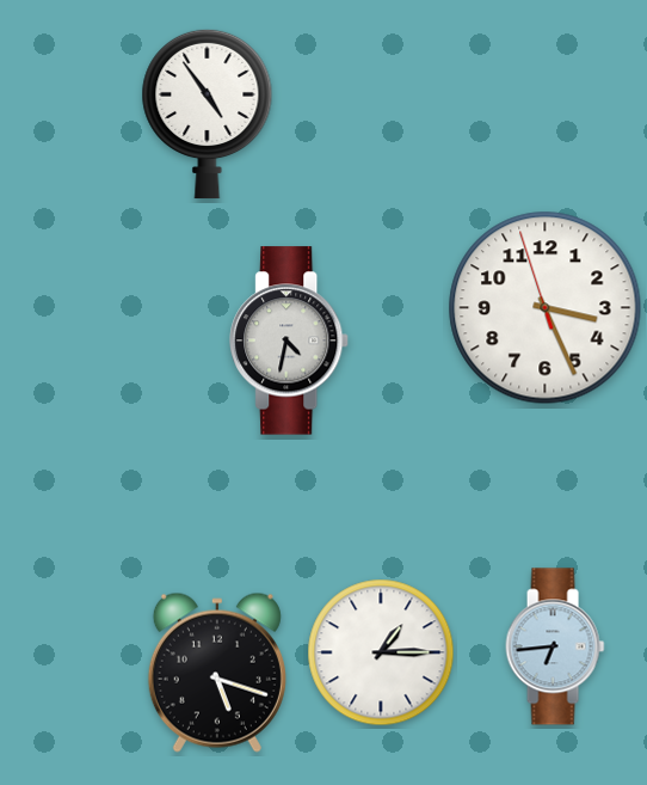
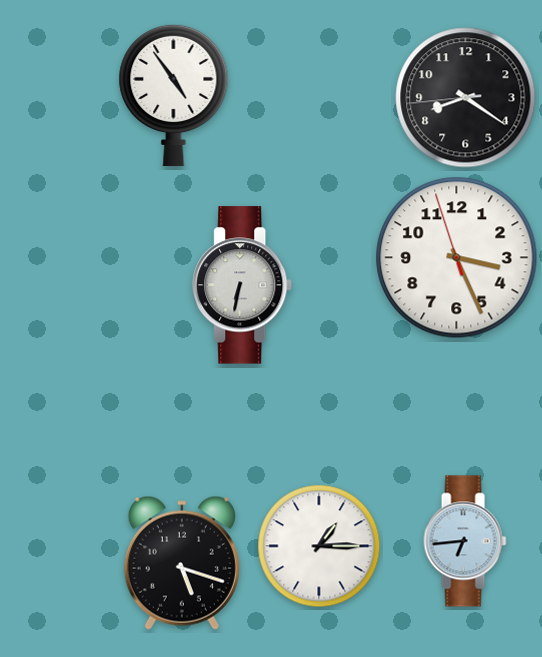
clock at (466, 98): none -> 8:20
clock at (290, 341): 4:32 -> 6:32
